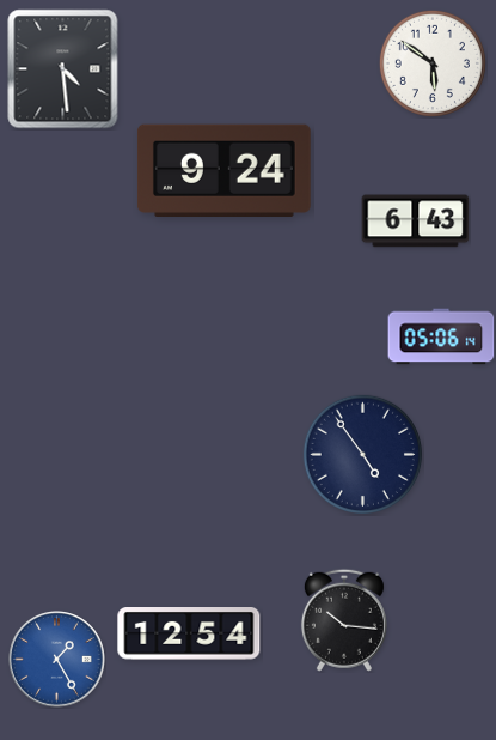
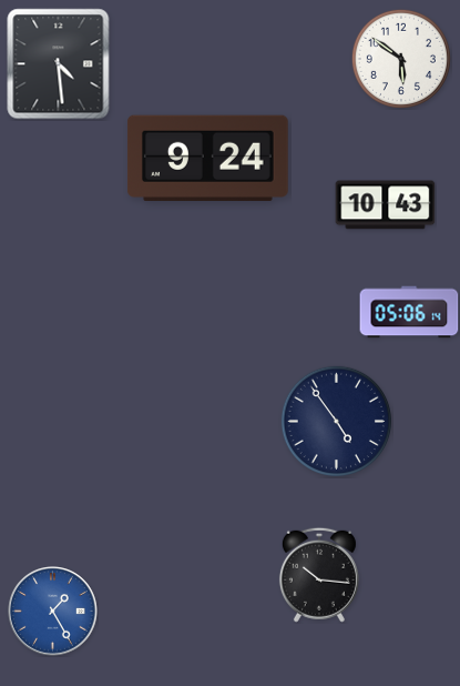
clock at (416, 222): 6:43 -> 10:43
clock at (189, 635): 12:54 -> none
